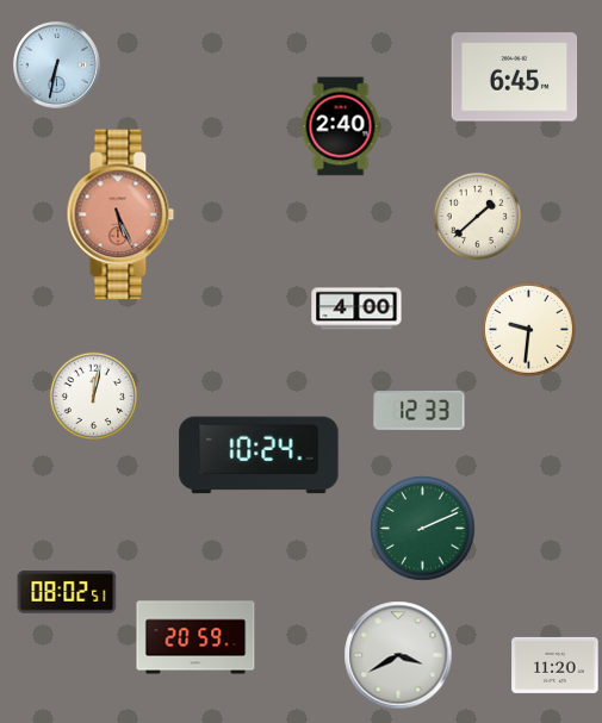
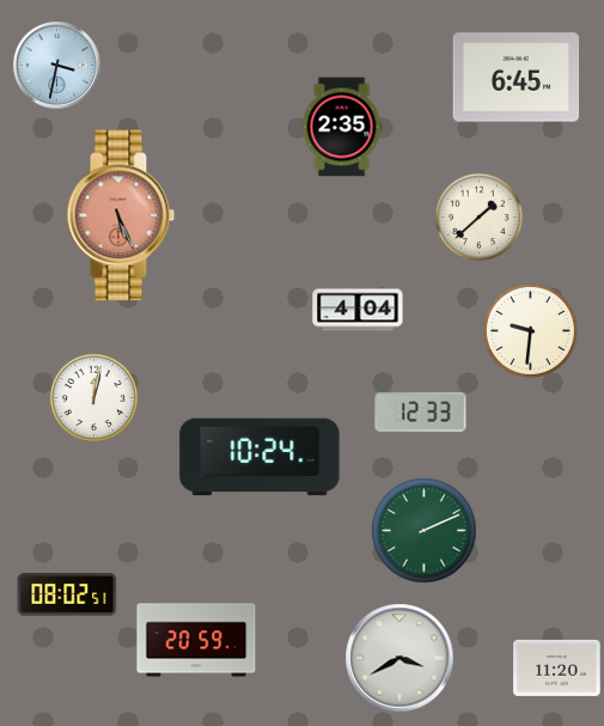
clock at (57, 66): 6:32 -> 3:32
clock at (341, 126): 2:40 -> 2:35
clock at (356, 308): 4:00 -> 4:04
